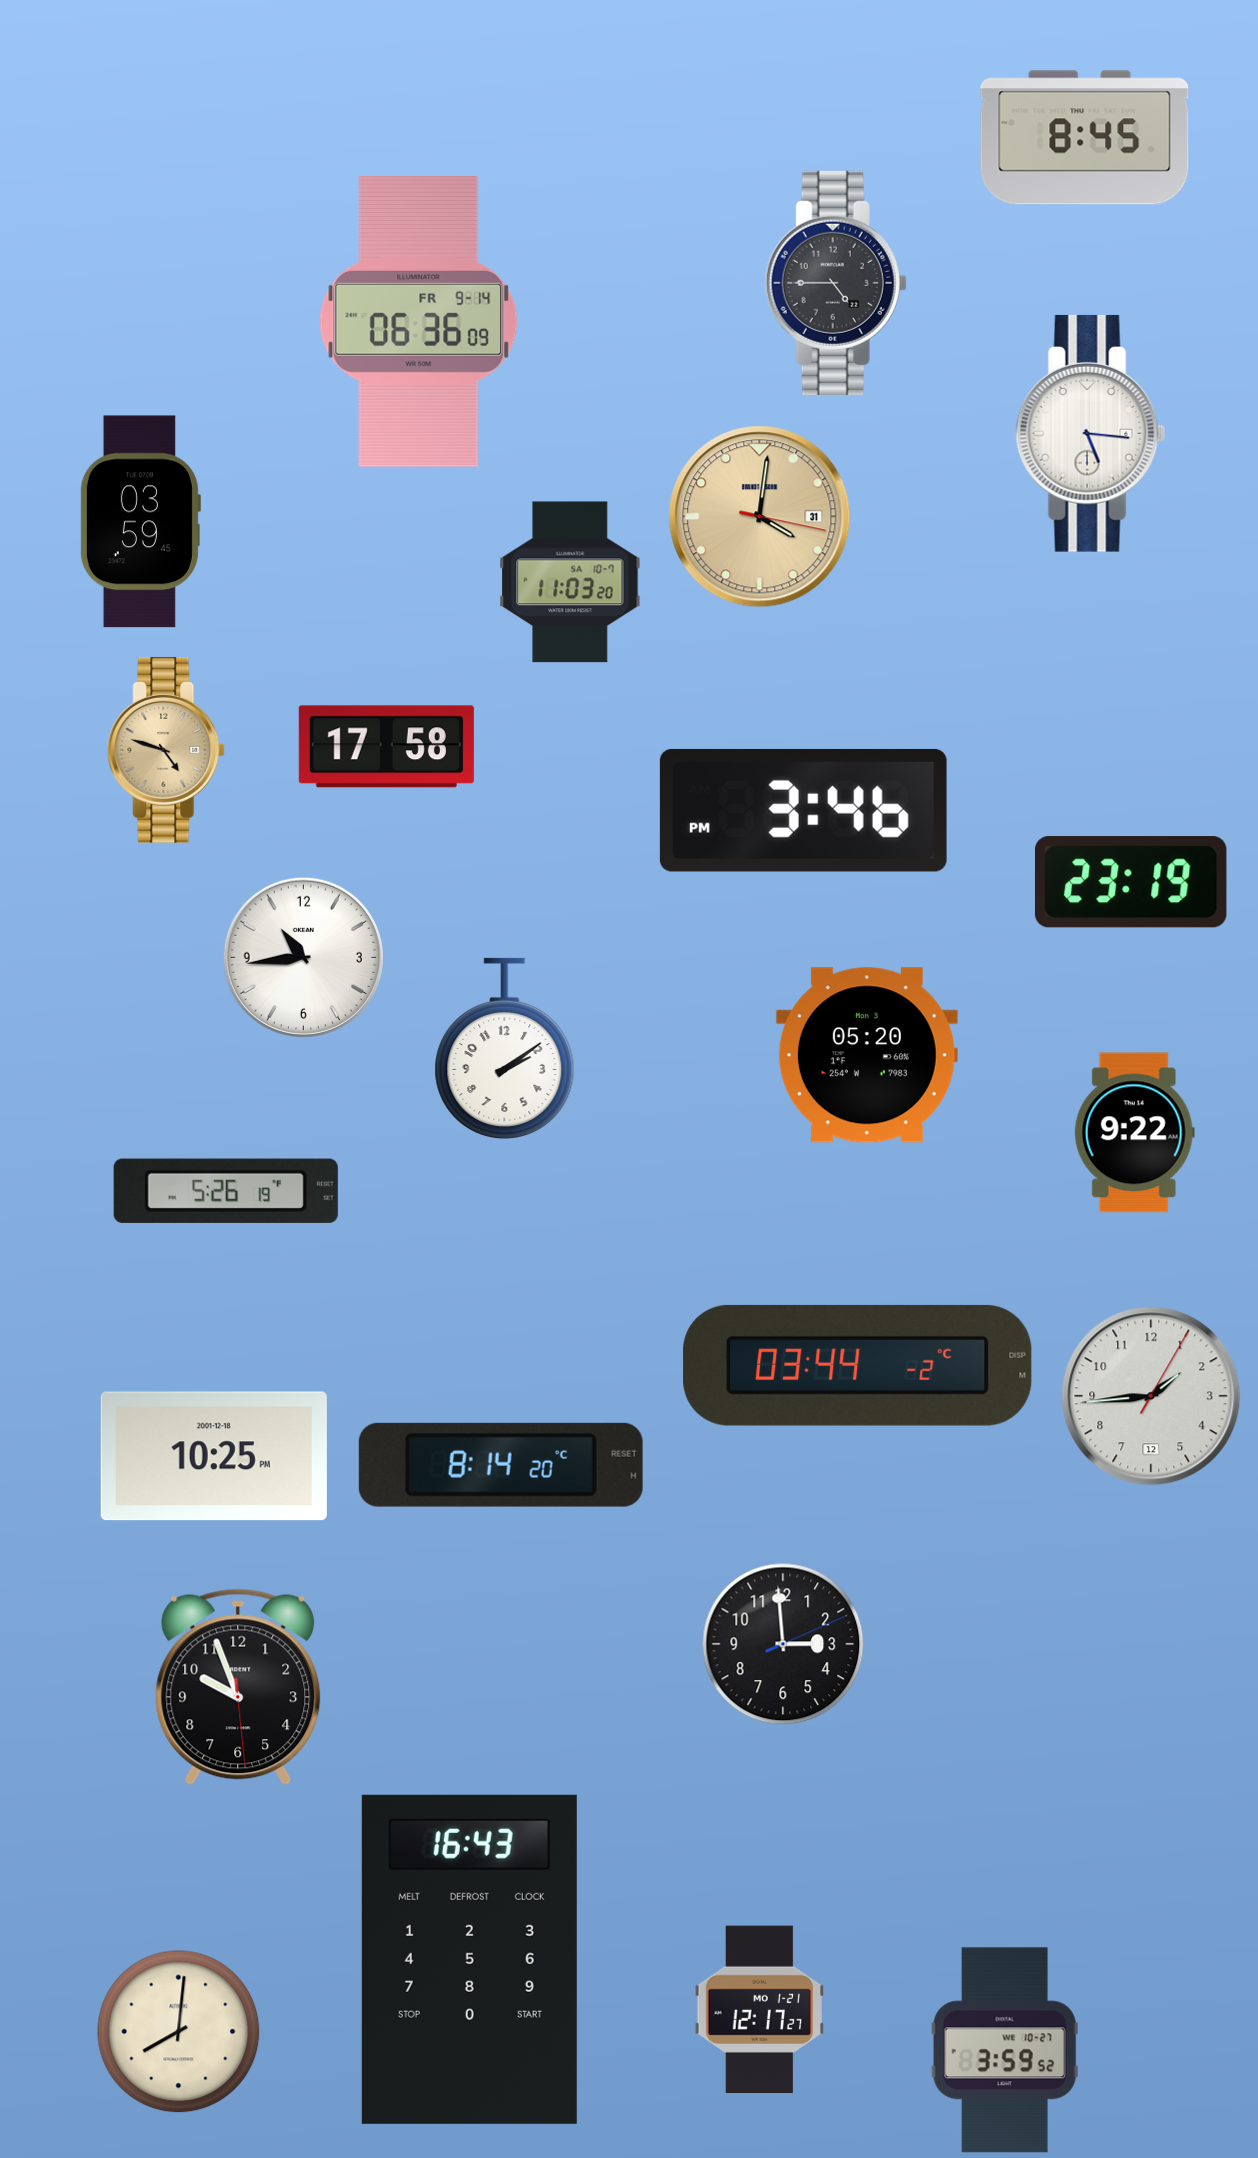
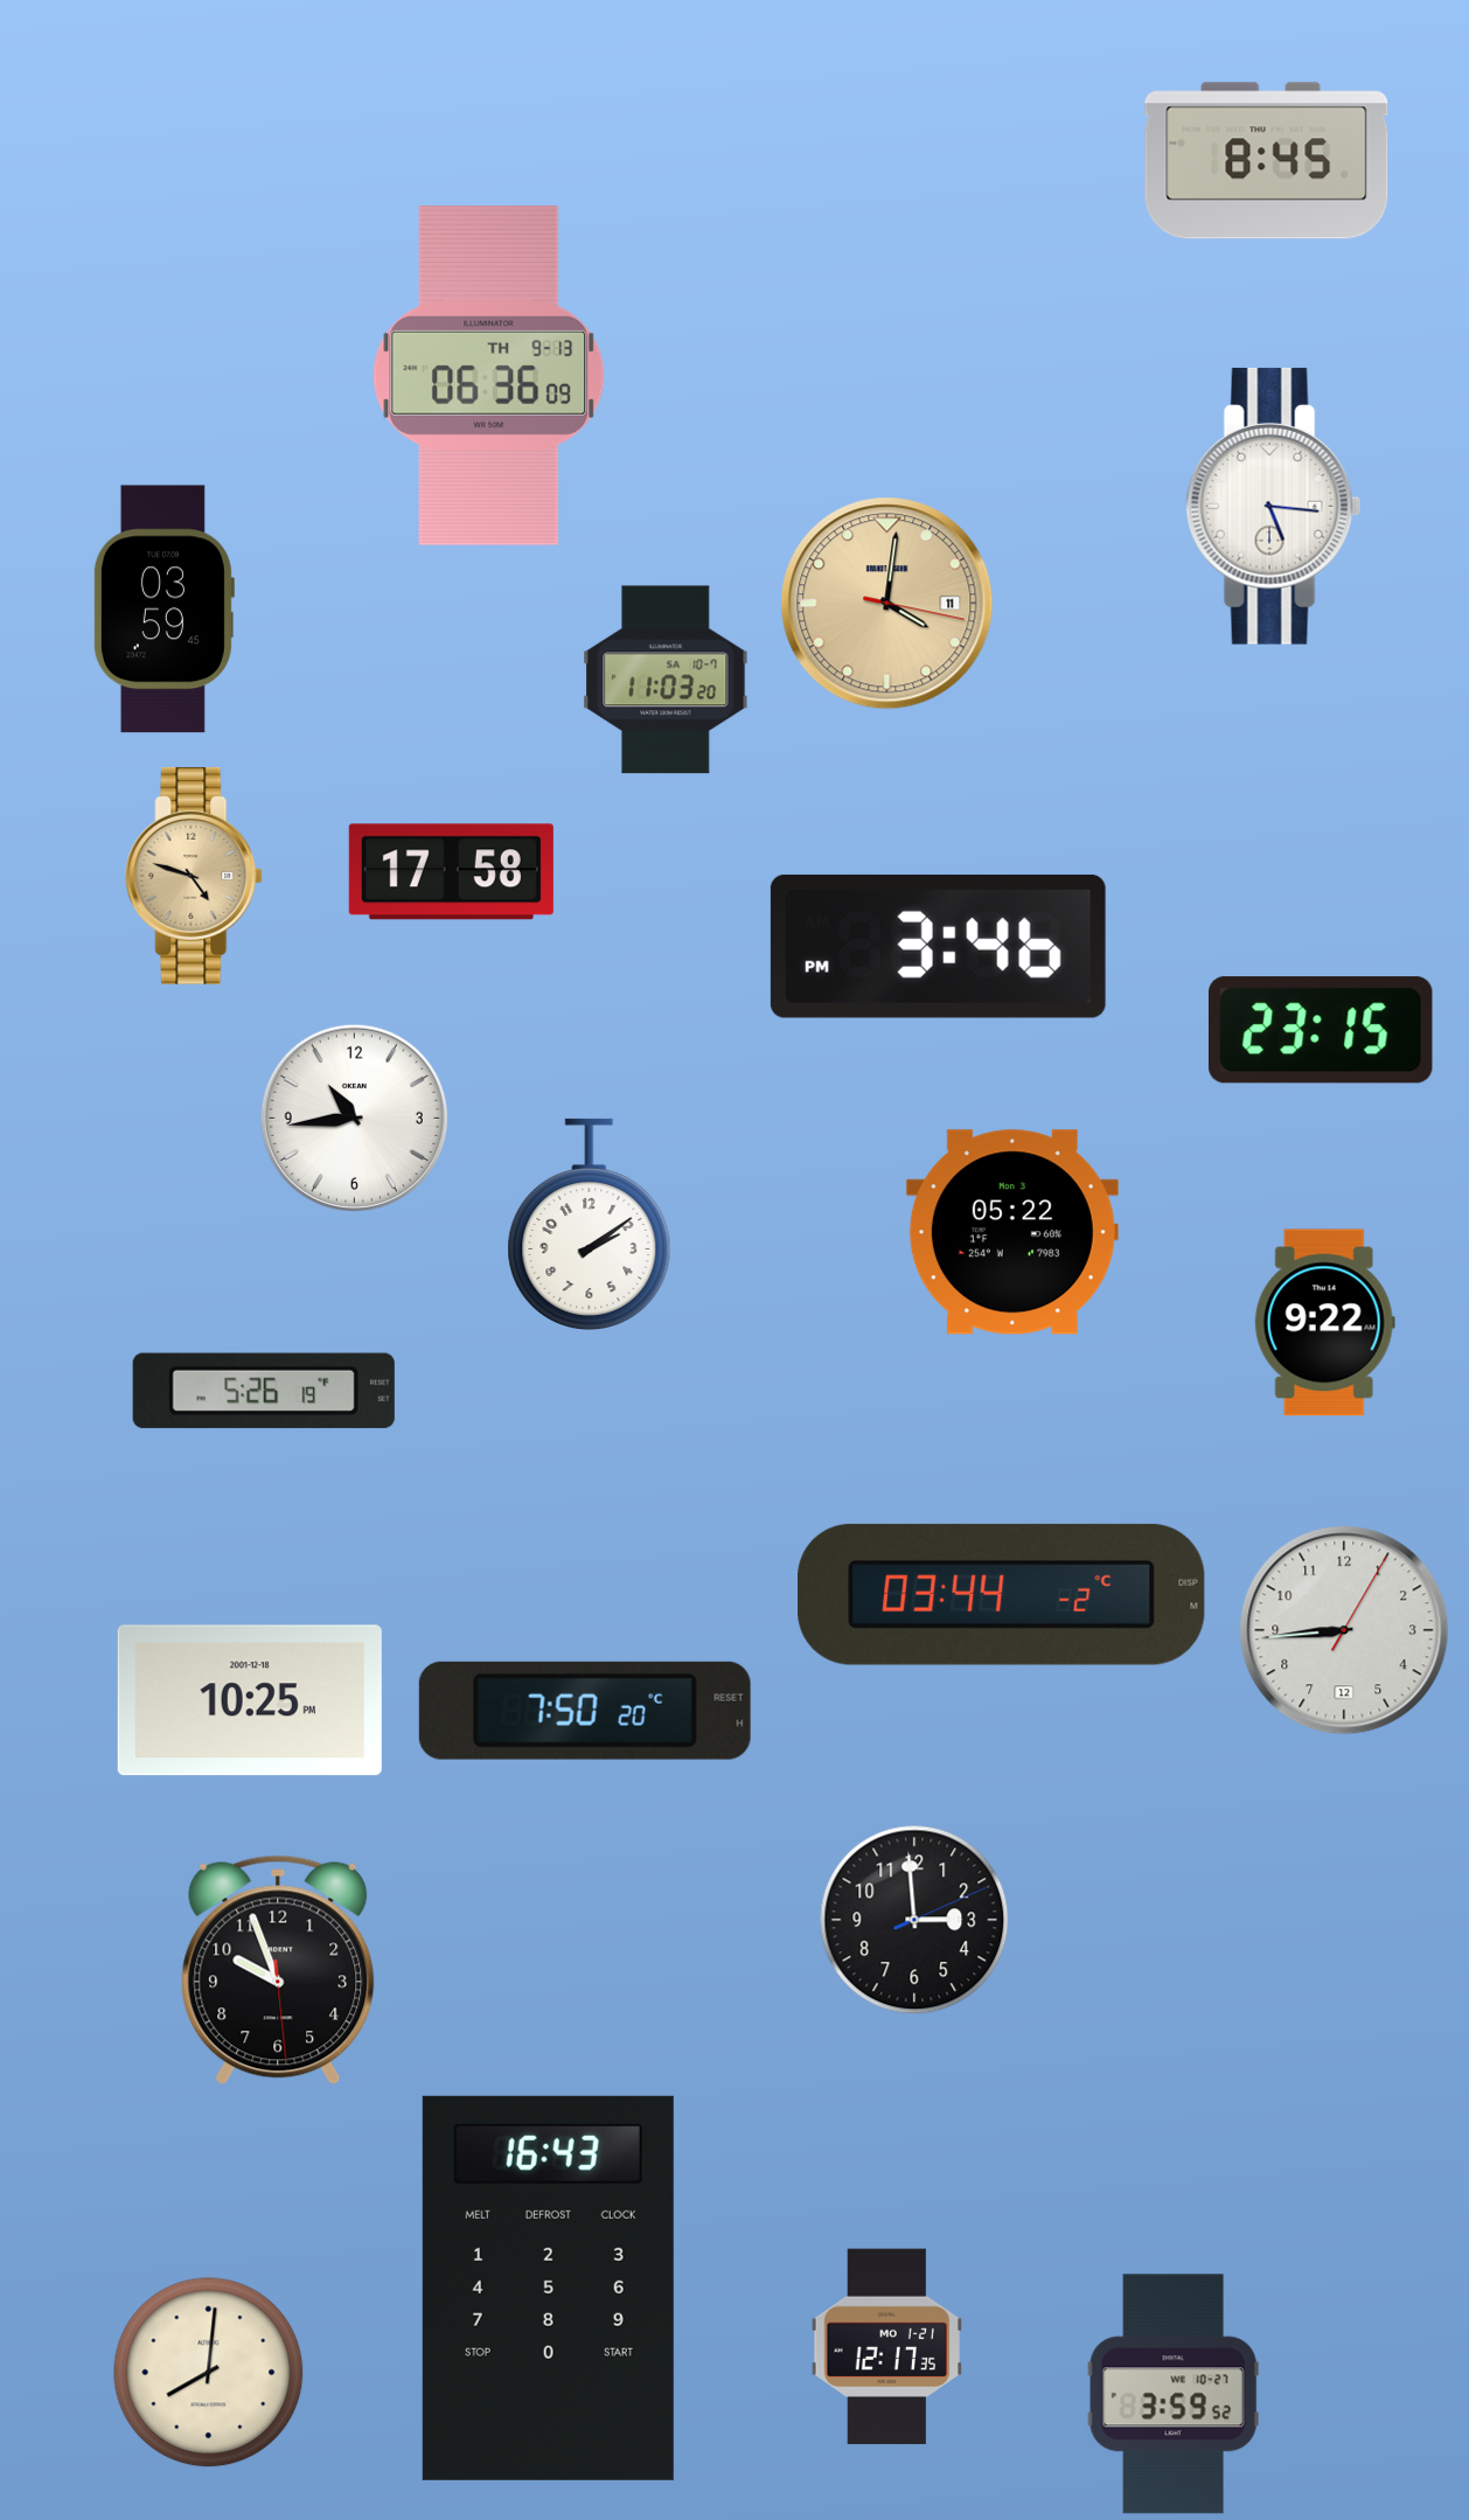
clock at (836, 283): 4:45 -> none
clock at (419, 322) date: FR 9-14 -> TH 9-13
clock at (760, 517) date: 31 -> 11
clock at (1131, 882): 23:19 -> 23:15
clock at (867, 1055): 05:20 -> 05:22
clock at (1151, 1396): 1:44 -> 8:44
clock at (501, 1465): 8:14 -> 7:50
clock at (760, 2010): 12:17:27 -> 12:17:35
